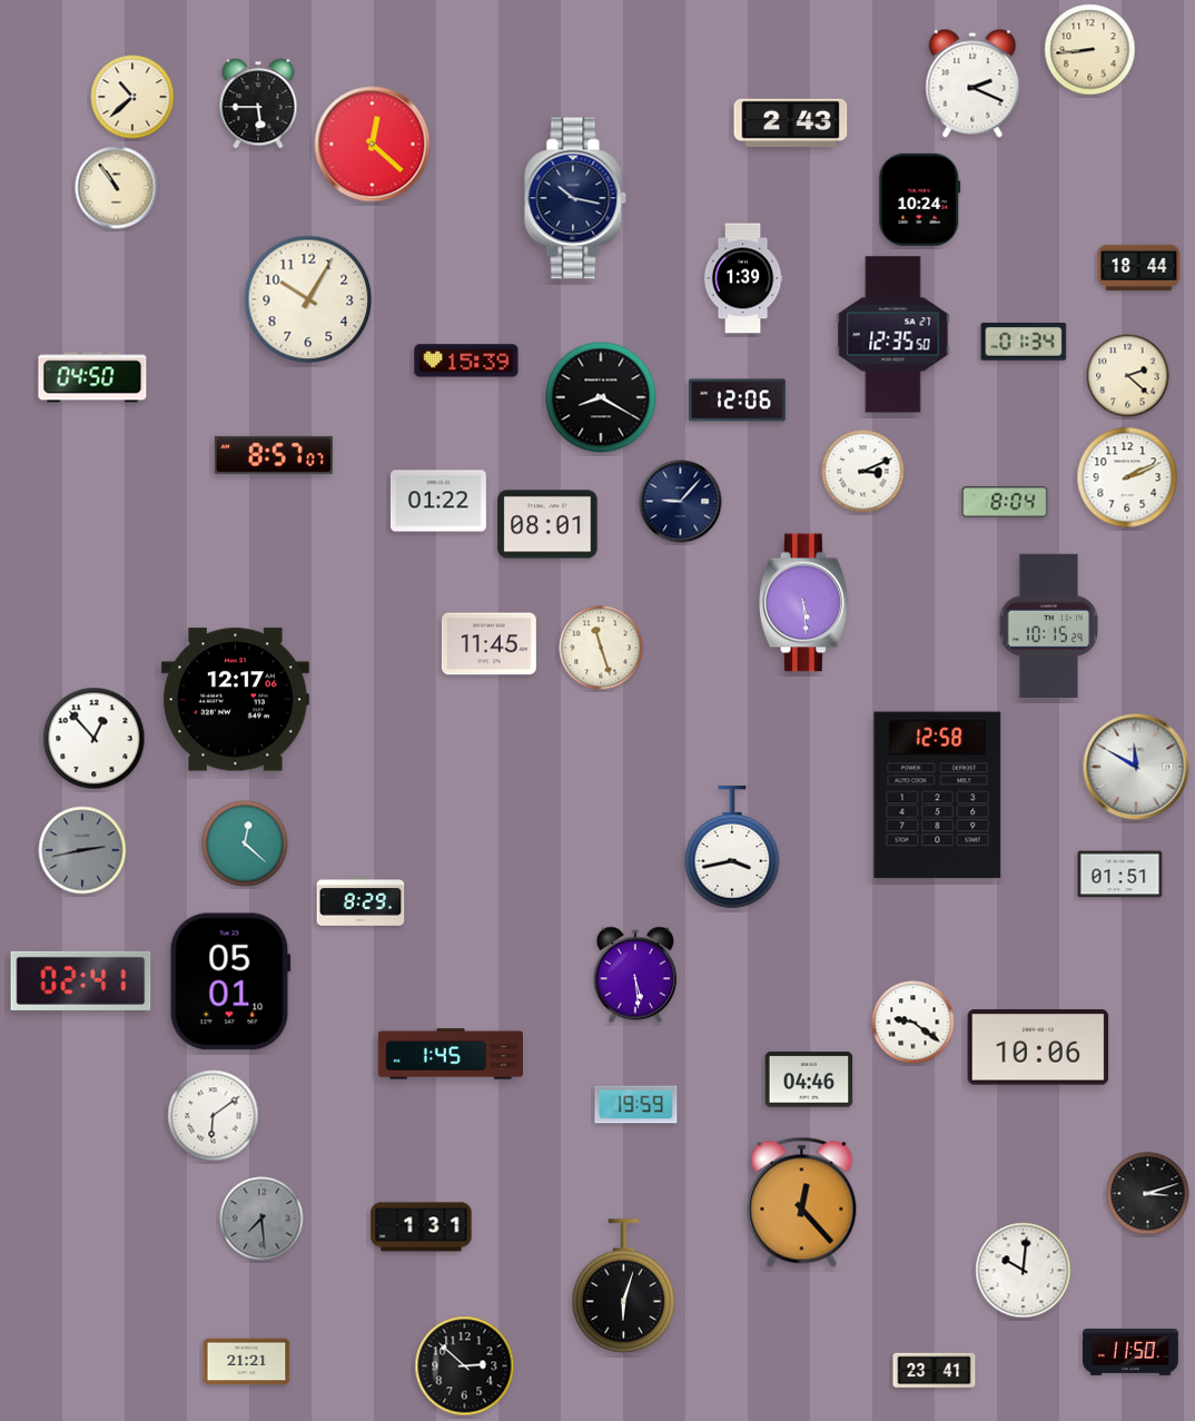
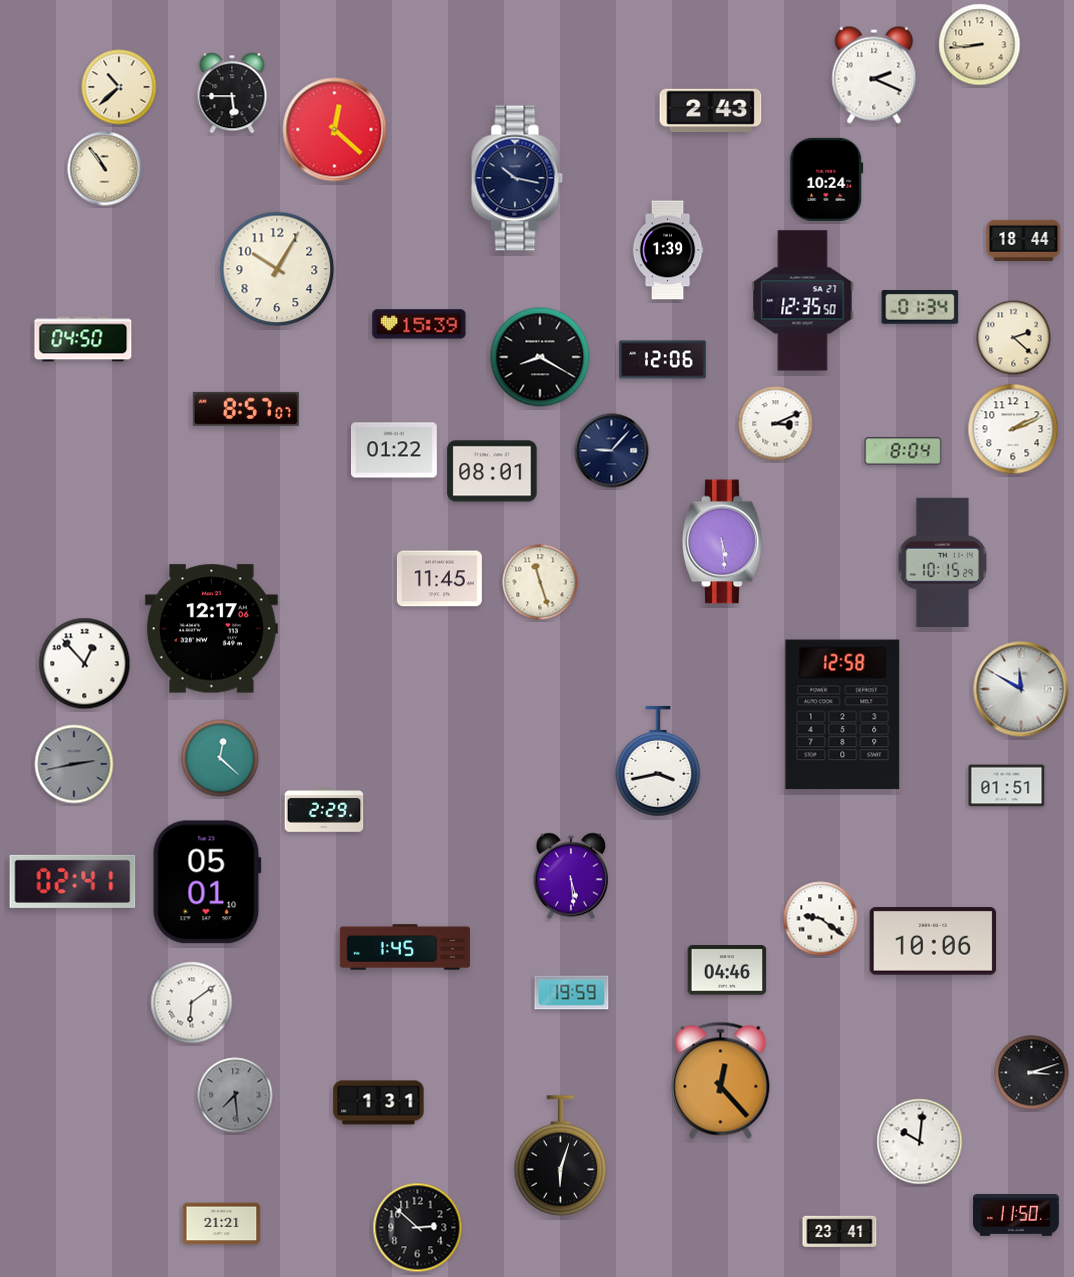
clock at (361, 901): 8:29 -> 2:29
